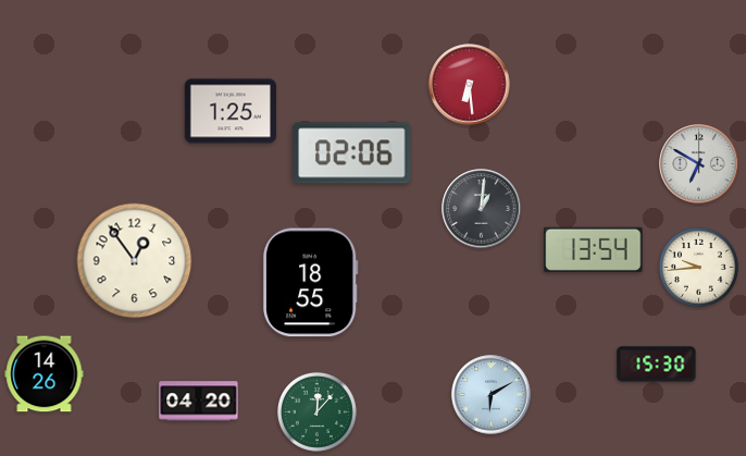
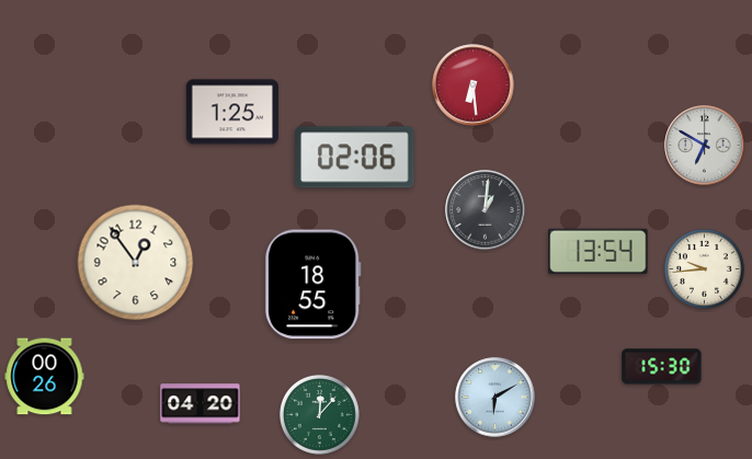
clock at (352, 153) position: (352, 153) -> (355, 158)
clock at (699, 164) position: (699, 164) -> (705, 146)
clock at (45, 374): 14:26 -> 00:26
